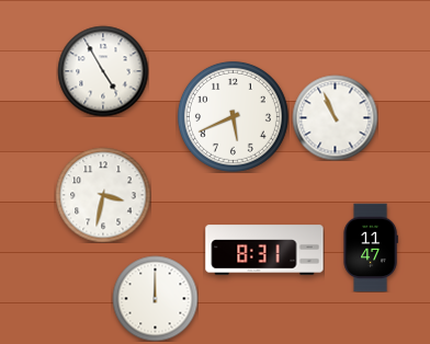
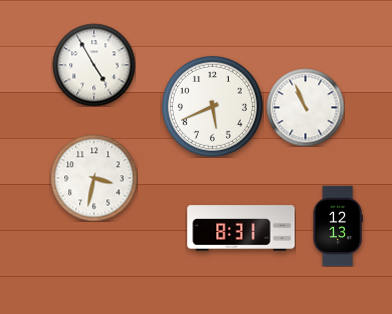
clock at (371, 248): 11:47 -> 12:13
clock at (155, 298): 12:00 -> none
